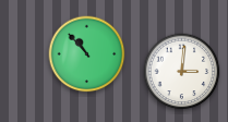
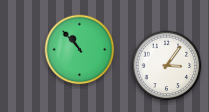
clock at (182, 72): 3:01 -> 3:06
